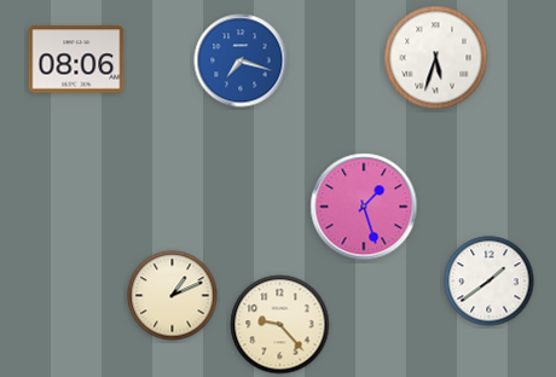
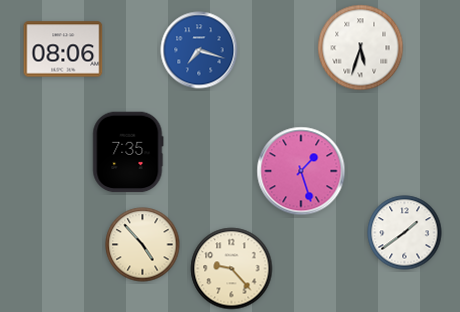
clock at (128, 152): none -> 7:35
clock at (173, 296): 1:11 -> 4:53
